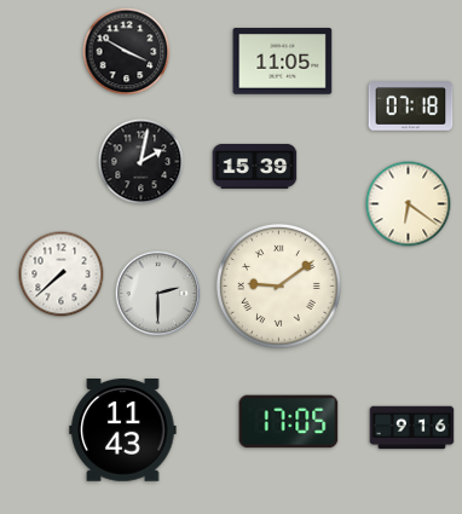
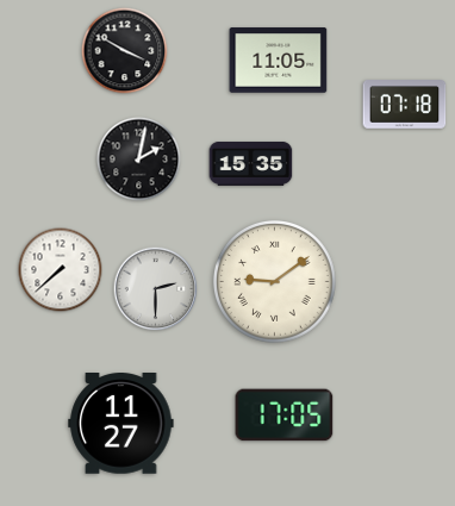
clock at (255, 166): 15:39 -> 15:35
clock at (409, 204): 6:21 -> none
clock at (412, 428): 9:16 -> none
clock at (123, 431): 11:43 -> 11:27
